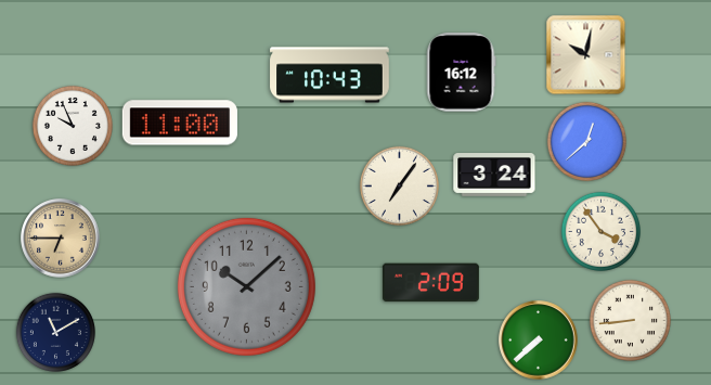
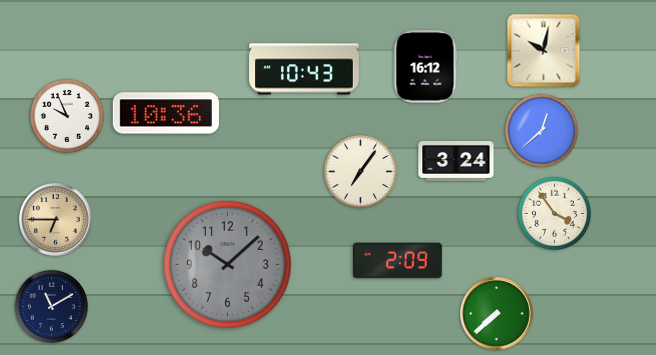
clock at (586, 55) position: (586, 55) -> (544, 51)
clock at (180, 123): 11:00 -> 10:36
clock at (399, 185) position: (399, 185) -> (360, 171)
clock at (630, 320): 8:44 -> none
